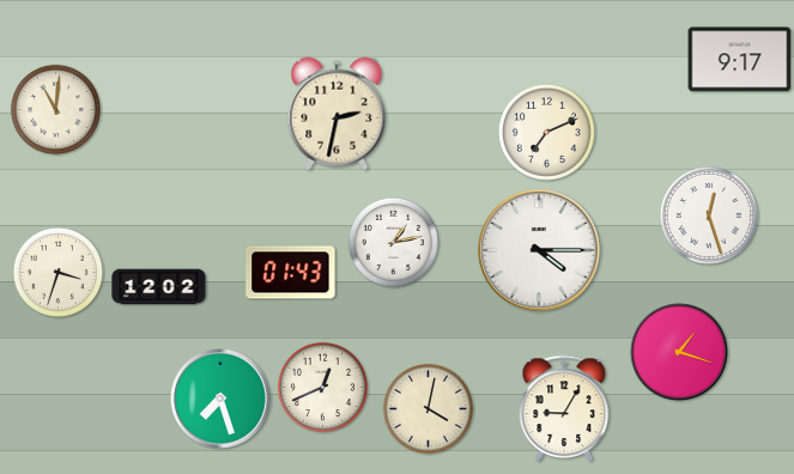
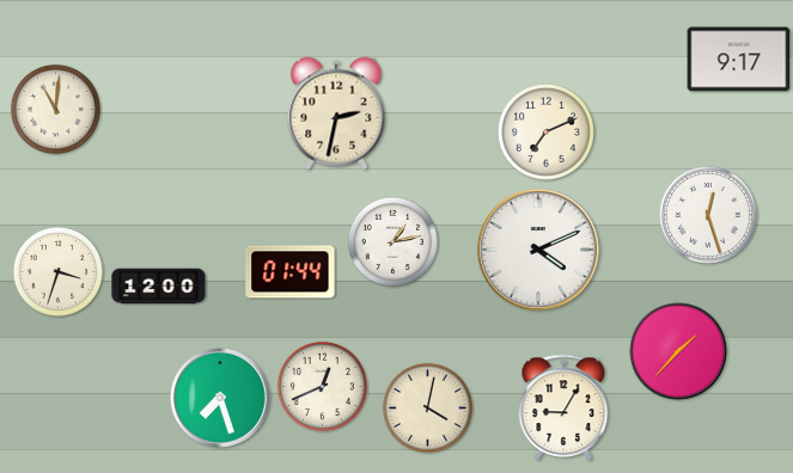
clock at (539, 250): 4:15 -> 4:11
clock at (291, 273): 01:43 -> 01:44
clock at (159, 287): 12:02 -> 12:00
clock at (679, 352): 1:18 -> 1:37
